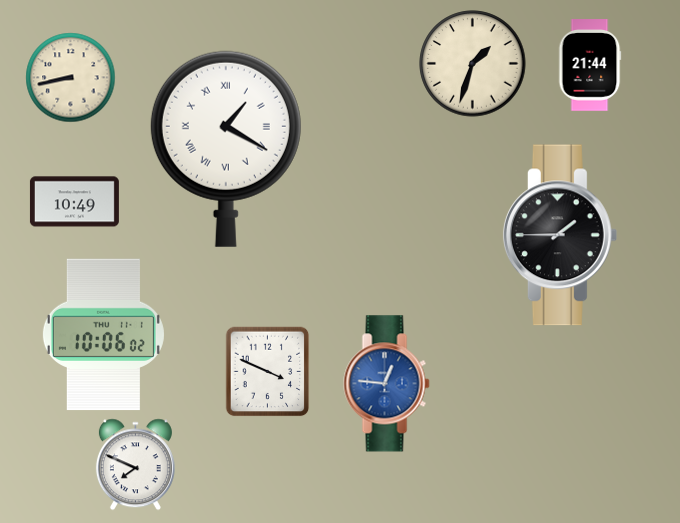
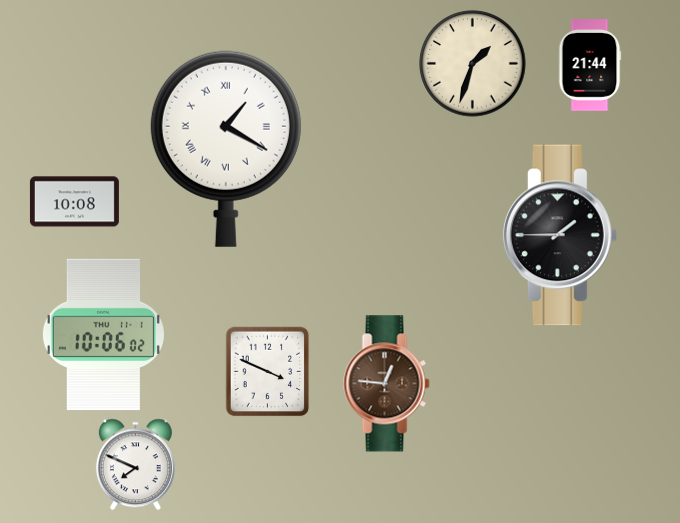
clock at (71, 78): 8:43 -> none
clock at (74, 202): 10:49 -> 10:08
clock at (387, 384) dial: blue -> brown
